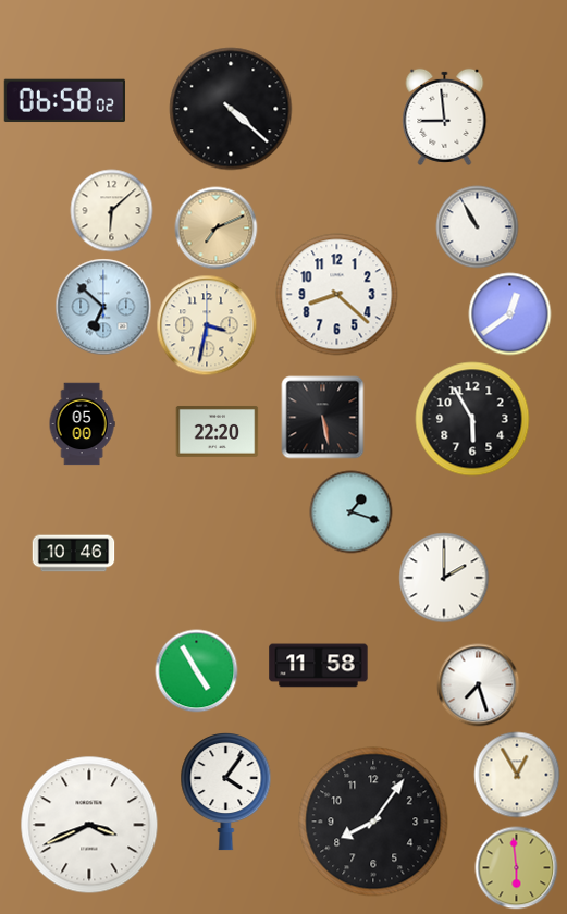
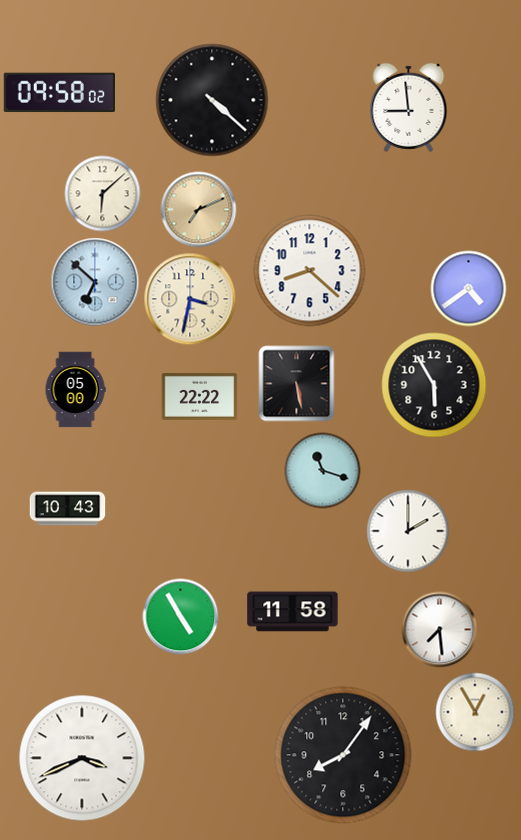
clock at (64, 101): 06:58 -> 09:58
clock at (478, 227): 10:55 -> none
clock at (510, 314): 12:39 -> 4:39
clock at (218, 431): 22:20 -> 22:22
clock at (352, 512): 1:18 -> 11:18
clock at (74, 554): 10:46 -> 10:43
clock at (479, 685): 7:27 -> 7:29
clock at (226, 792): 4:06 -> none
clock at (517, 868): 5:59 -> none
